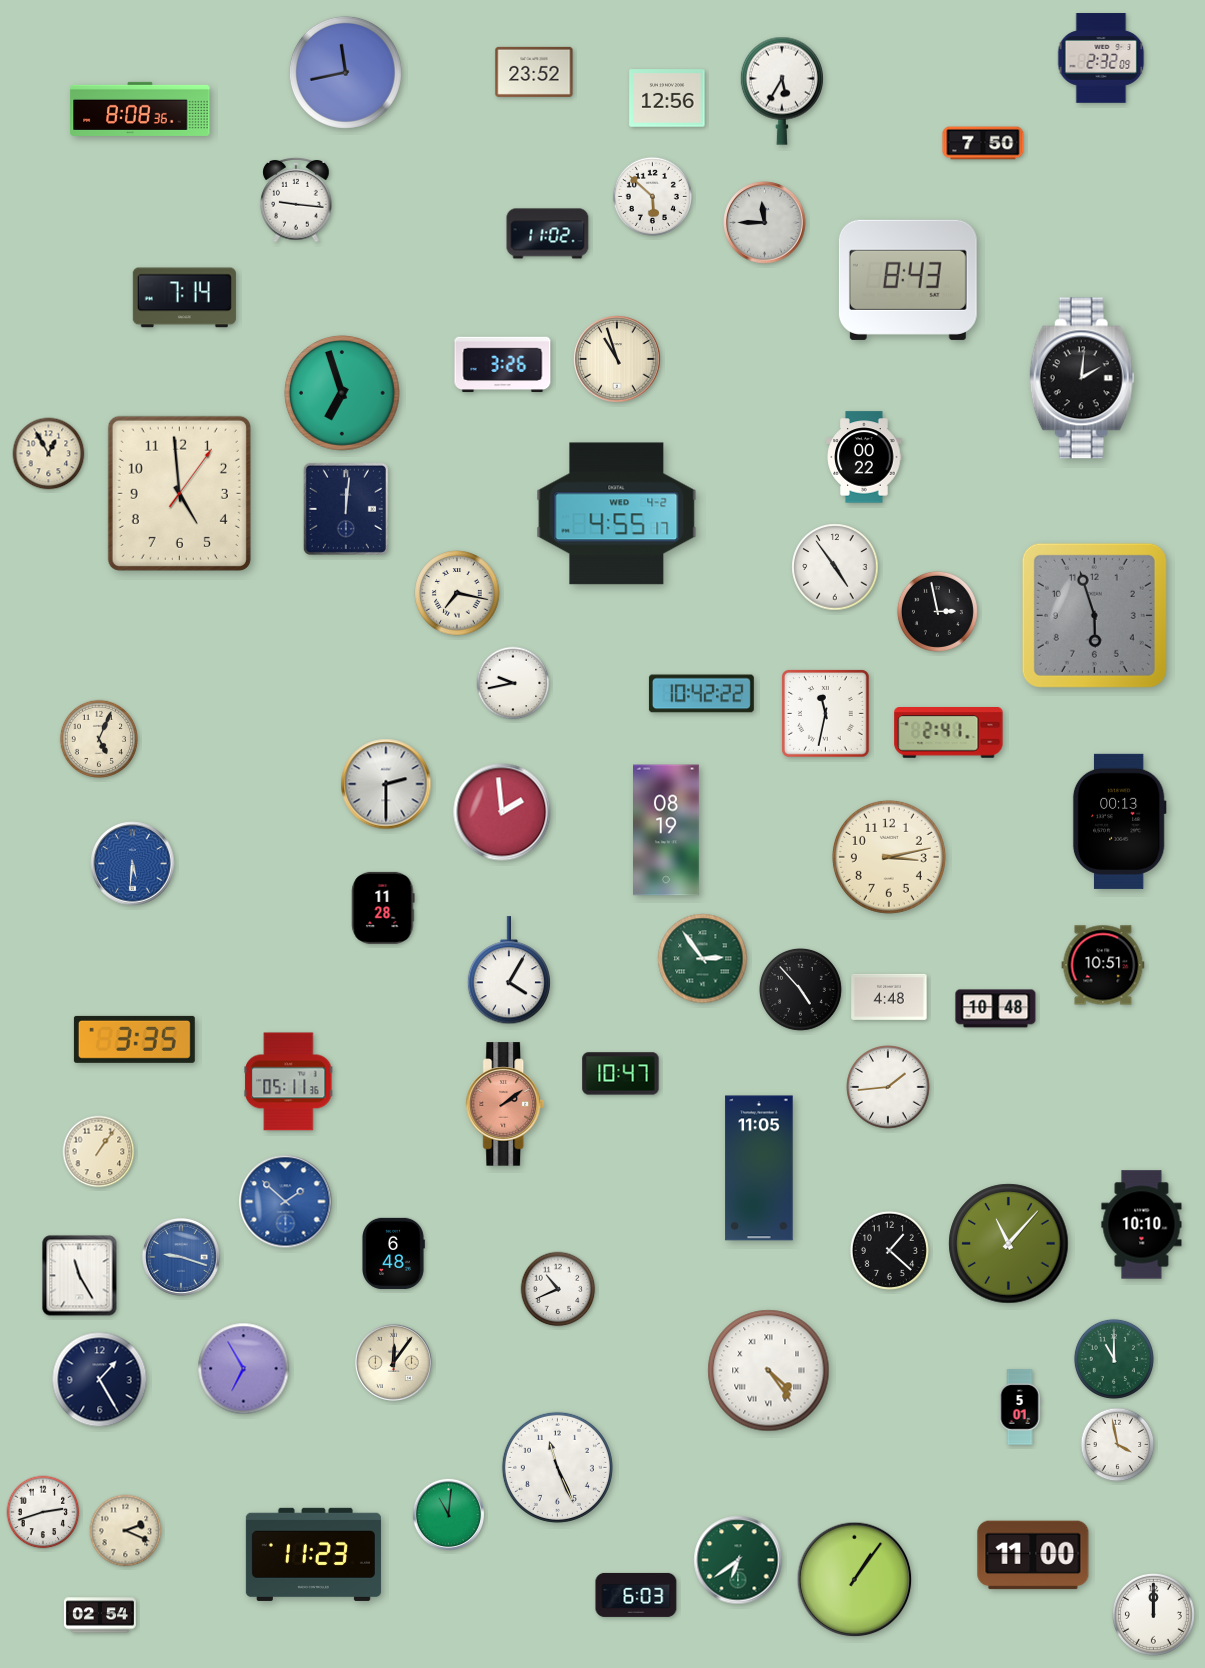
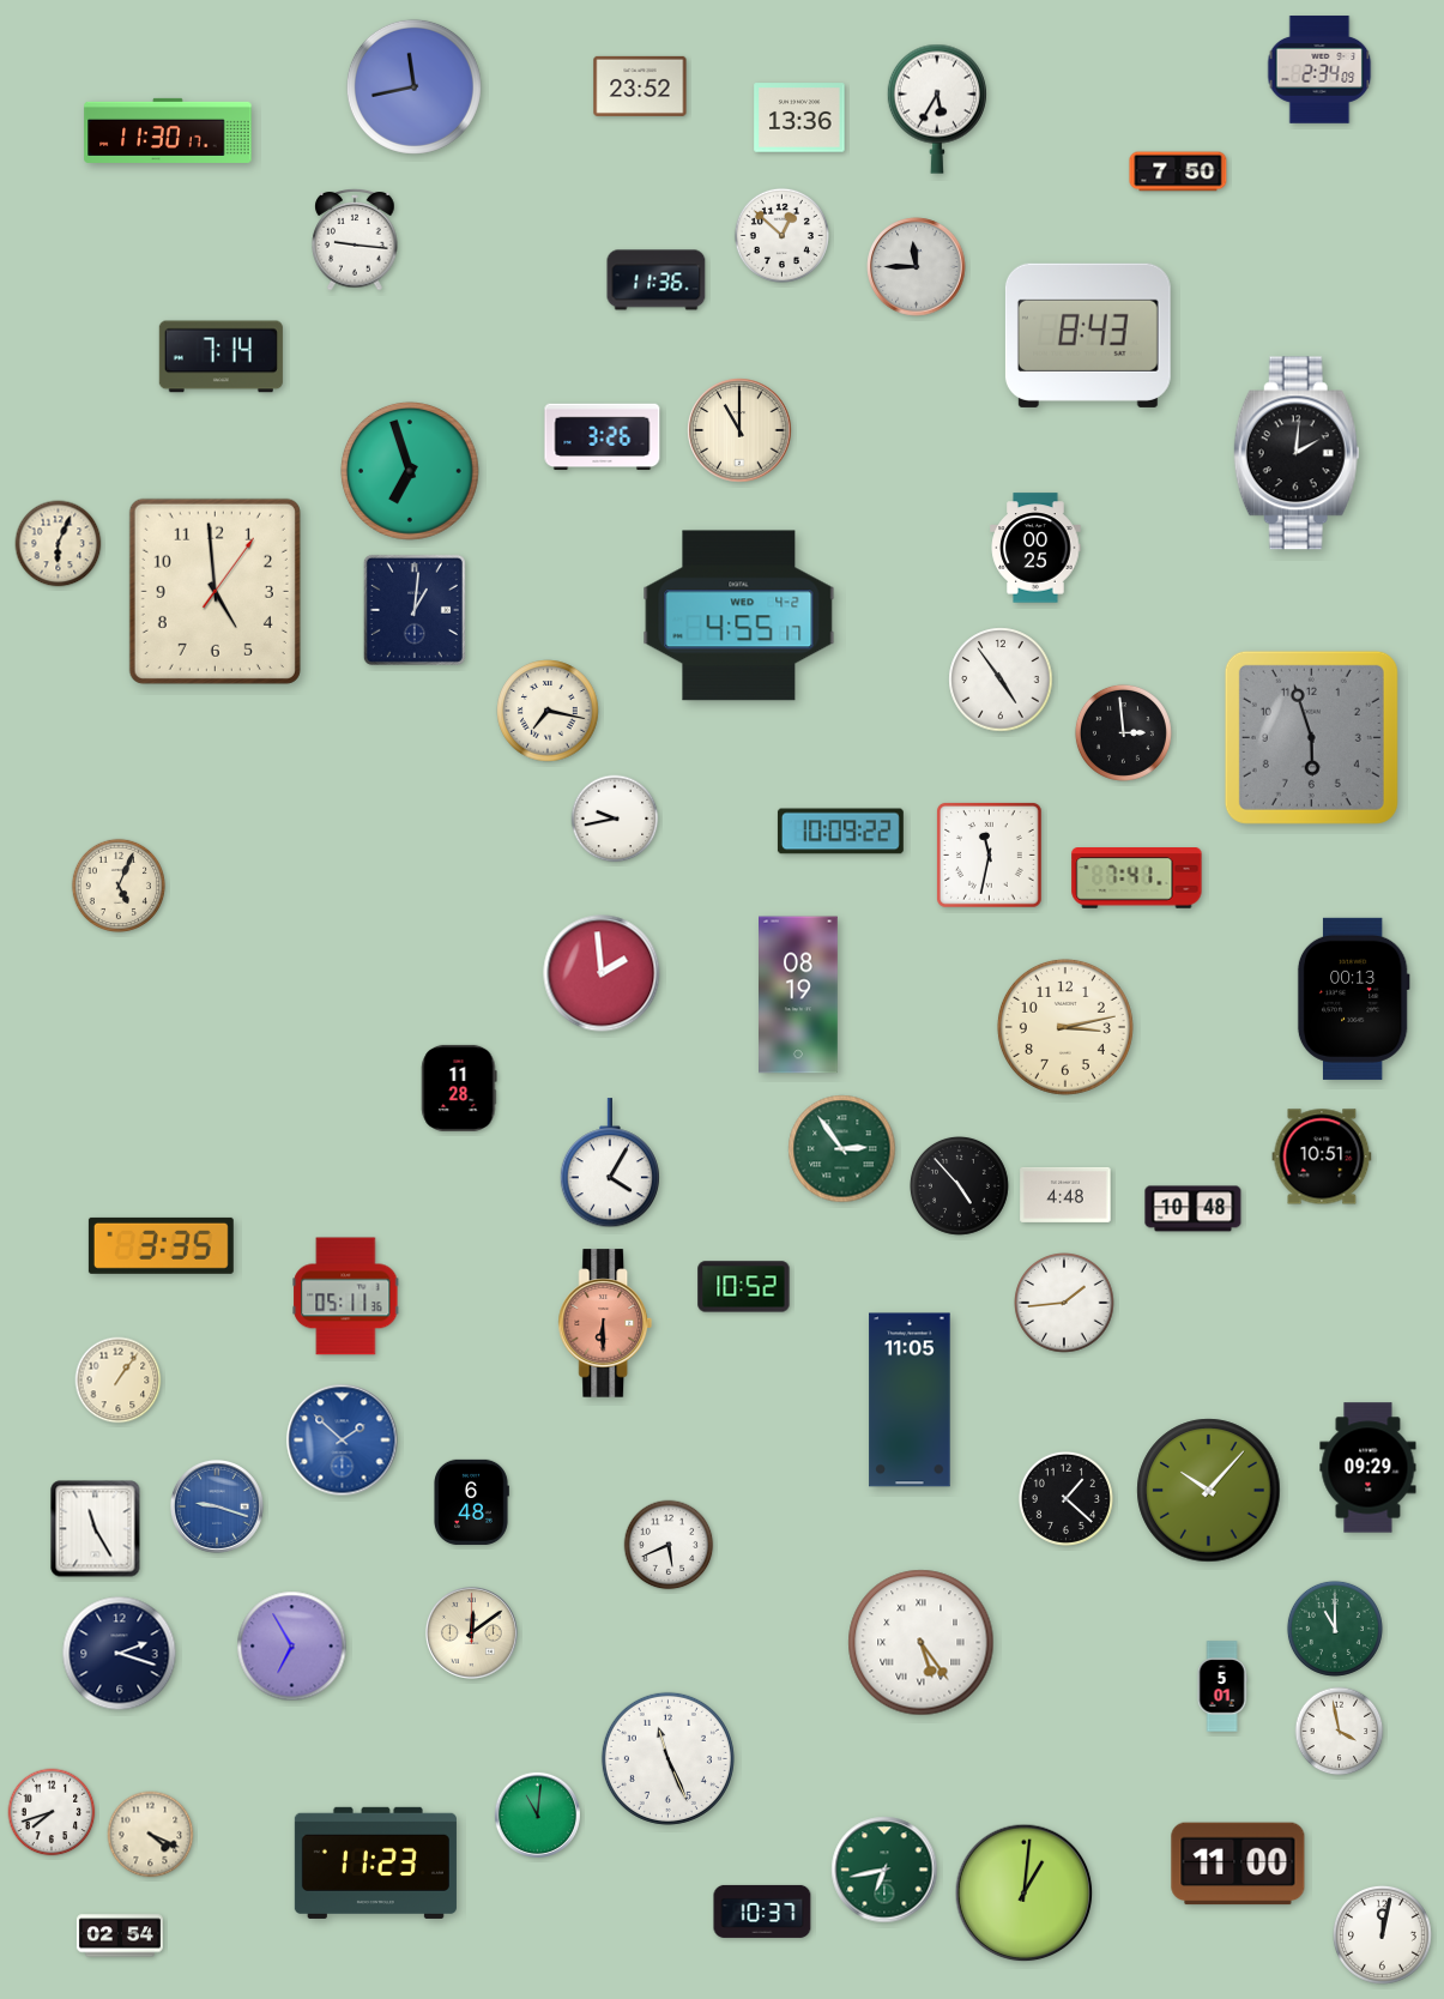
clock at (1101, 58): 2:32 -> 2:34
clock at (667, 98): 12:56 -> 13:36
clock at (140, 109): 8:08 -> 11:30
clock at (652, 196): 5:52 -> 12:52
clock at (548, 234): 11:02 -> 11:36
clock at (617, 359): 10:57 -> 11:00
clock at (49, 454): 12:55 -> 6:04
clock at (864, 457): 00:22 -> 00:25
clock at (346, 509): 12:01 -> 1:01
clock at (937, 611): 2:58 -> 2:59
clock at (701, 694): 10:42 -> 10:09
clock at (949, 733): 2:41 -> 7:41
clock at (386, 784): 2:30 -> none
clock at (1119, 821) position: (1119, 821) -> (1353, 998)
clock at (133, 864): 5:31 -> none
clock at (621, 1074): 10:47 -> 10:52
clock at (505, 1104): 2:09 -> 6:30
clock at (1142, 1225): 10:10 -> 09:29
clock at (1009, 1244): 11:07 -> 10:07
clock at (558, 1289): 10:41 -> 5:41
clock at (393, 1362): 12:06 -> 12:09
clock at (244, 1369) position: (244, 1369) -> (292, 1647)
clock at (769, 1371): 4:24 -> 5:24
clock at (100, 1380): 1:25 -> 2:18
clock at (43, 1512): 2:42 -> 7:42
clock at (126, 1531): 2:19 -> 4:19
clock at (738, 1560): 6:39 -> 6:43
clock at (855, 1580): 1:06 -> 1:01
clock at (636, 1595): 6:03 -> 10:37
clock at (1154, 1615): 12:00 -> 12:02
